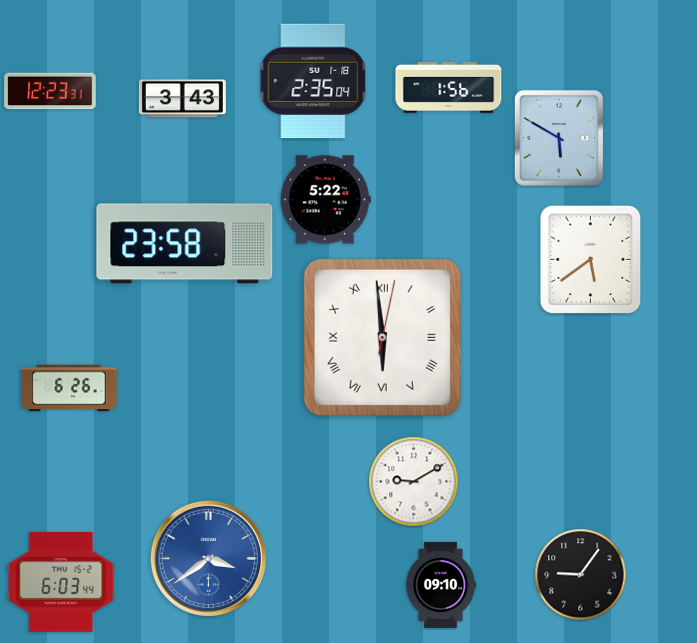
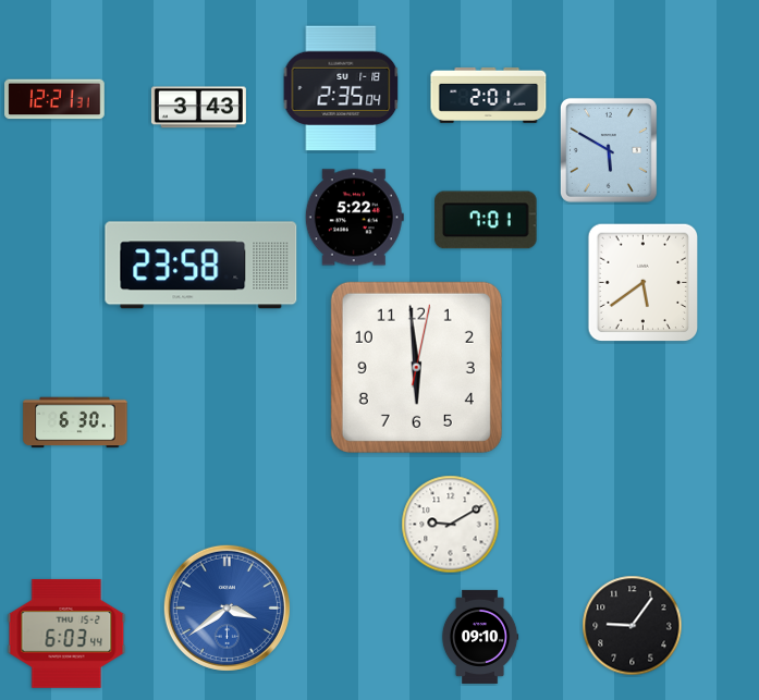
clock at (449, 87): 1:56 -> 2:01
clock at (50, 91): 12:23 -> 12:21
clock at (486, 220): none -> 7:01
clock at (382, 337) numerals: Roman -> Arabic
clock at (69, 388): 6:26 -> 6:30
